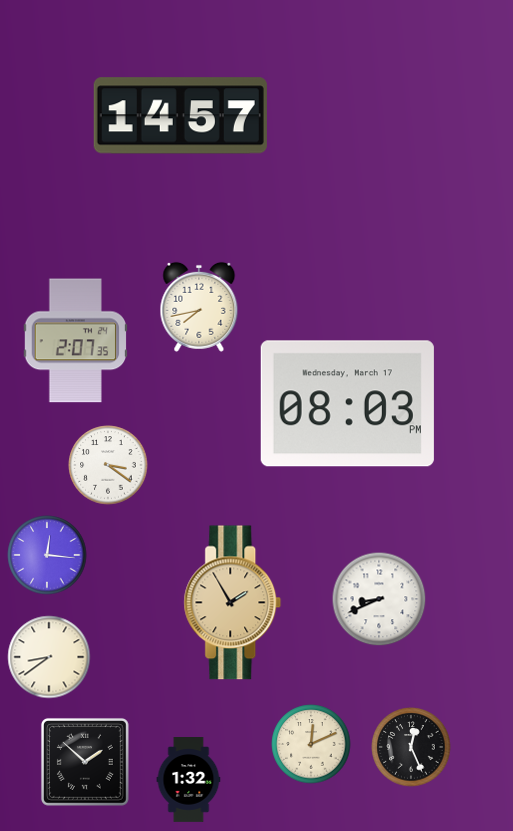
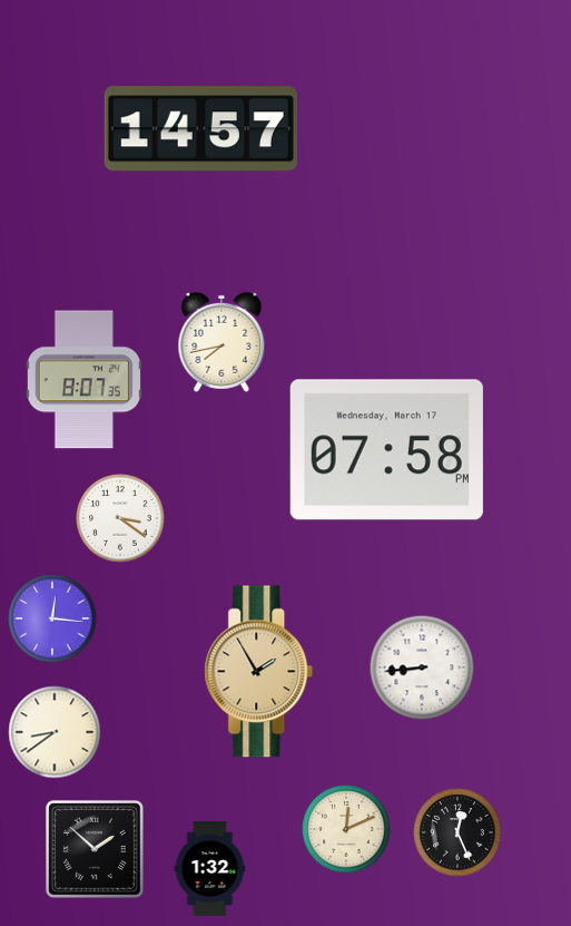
clock at (75, 341): 2:07 -> 8:07
clock at (347, 404): 08:03 -> 07:58
clock at (379, 599): 8:41 -> 8:44
